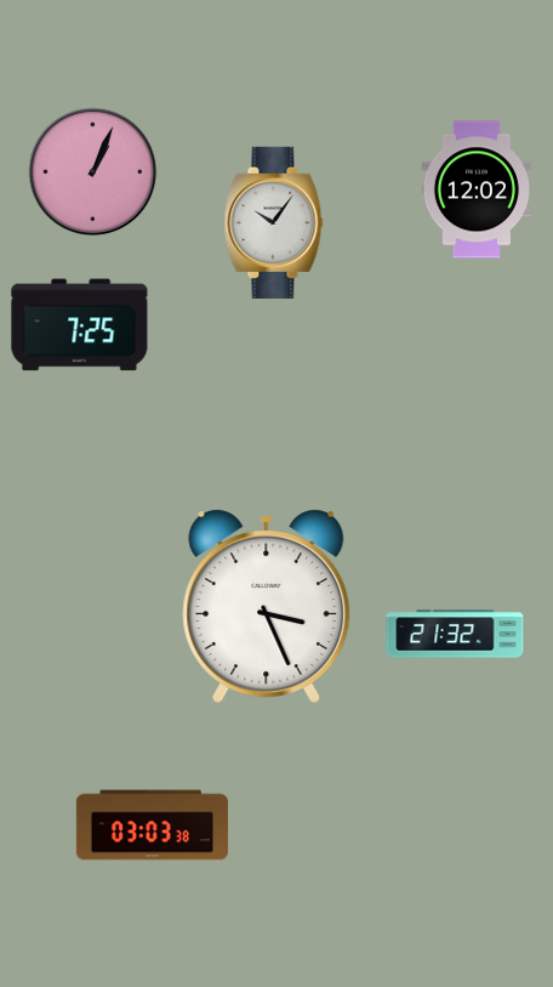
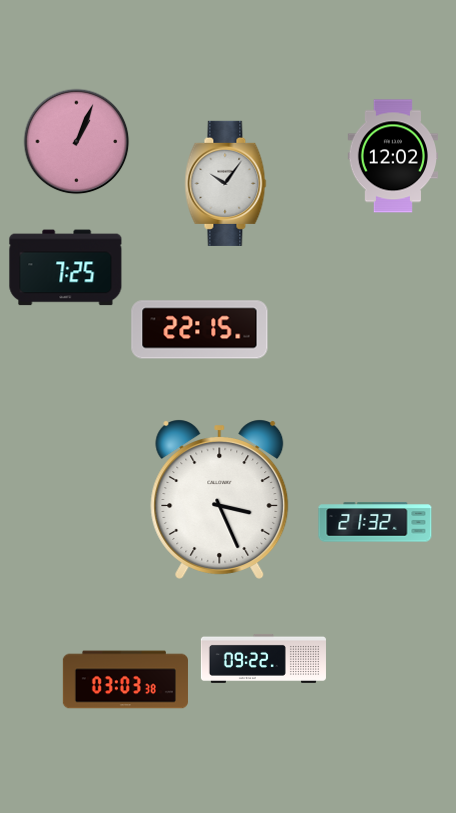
clock at (200, 330): none -> 22:15
clock at (263, 658): none -> 09:22
